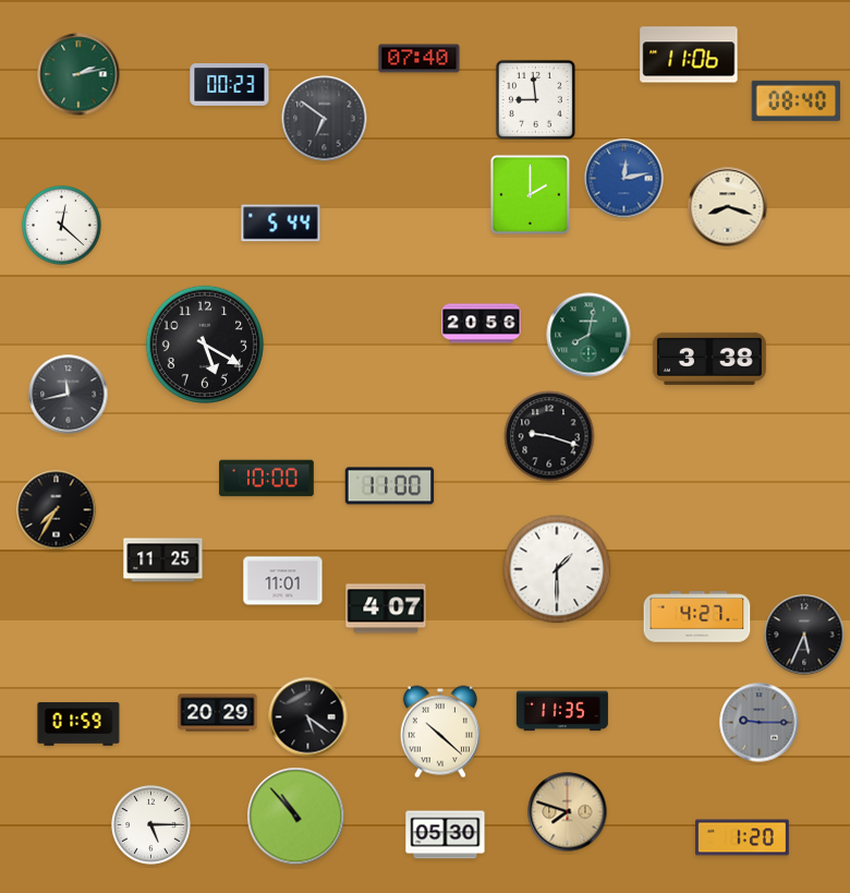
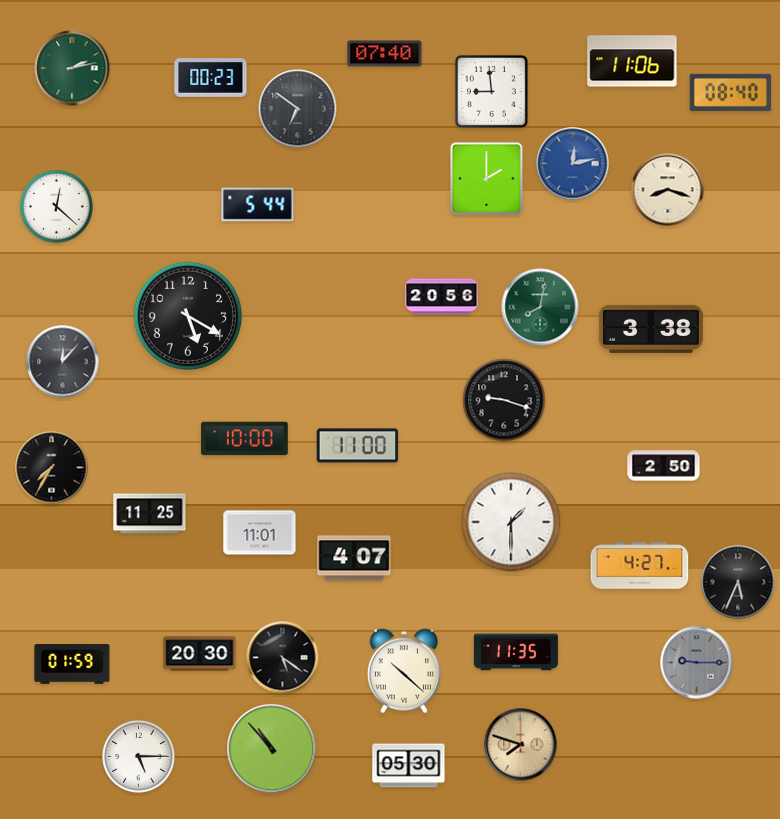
clock at (689, 55) position: (689, 55) -> (632, 61)
clock at (69, 395): 11:43 -> 12:07
clock at (664, 466): none -> 2:50
clock at (218, 713): 20:29 -> 20:30
clock at (743, 837): 1:20 -> none
